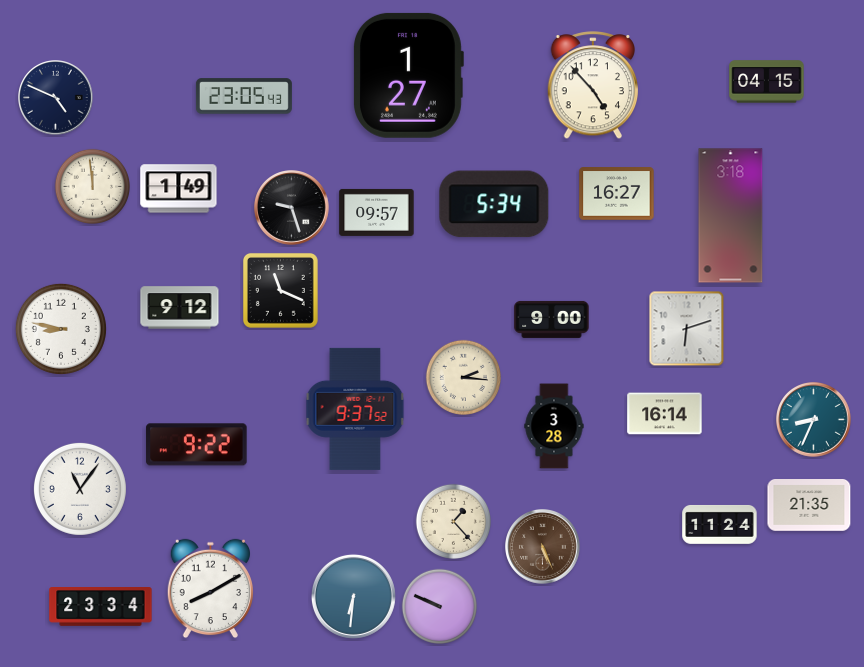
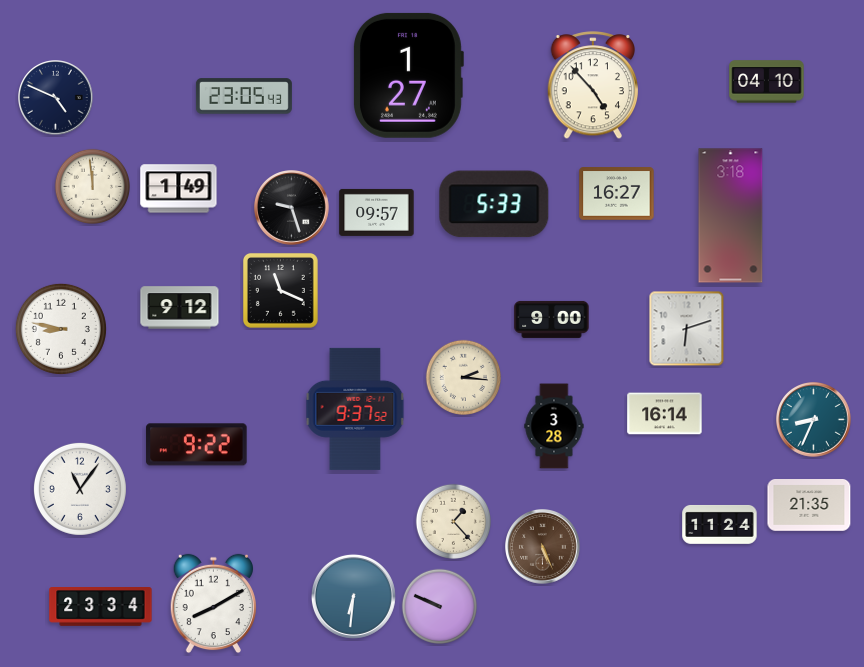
clock at (767, 82): 04:15 -> 04:10
clock at (494, 204): 5:34 -> 5:33
clock at (210, 589) position: (210, 589) -> (213, 604)
